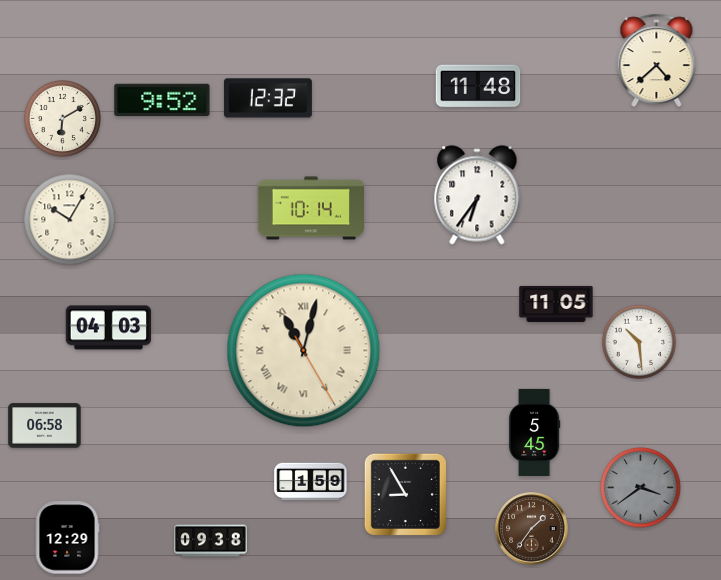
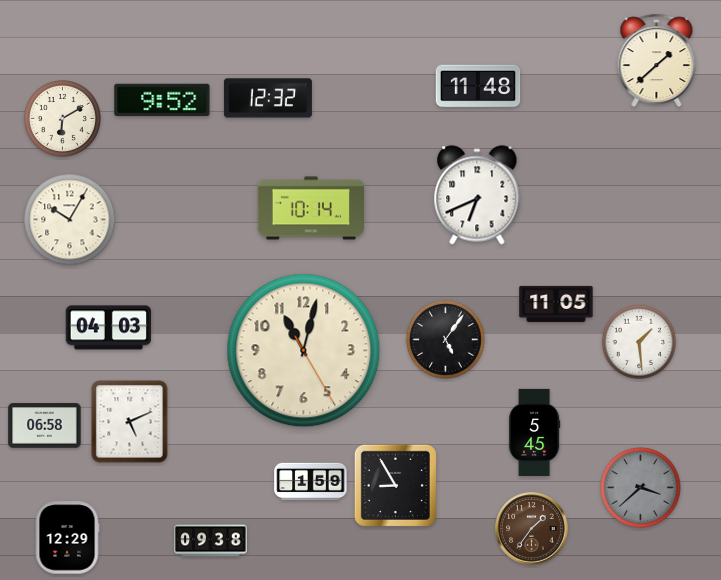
clock at (657, 60): 4:38 -> 1:38
clock at (477, 195): 6:36 -> 6:41
clock at (446, 340): none -> 5:06
clock at (639, 342): 10:29 -> 1:29
clock at (304, 351) numerals: Roman -> Arabic
clock at (130, 422): none -> 5:11
clock at (641, 488): 3:39 -> 3:38
clock at (405, 494) position: (405, 494) -> (395, 485)
